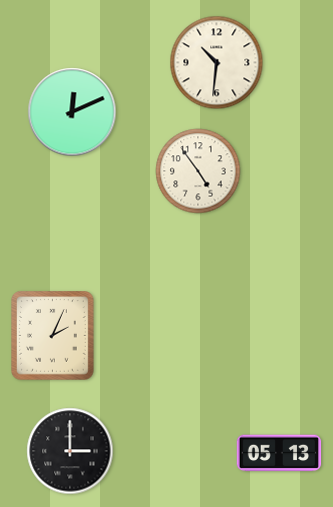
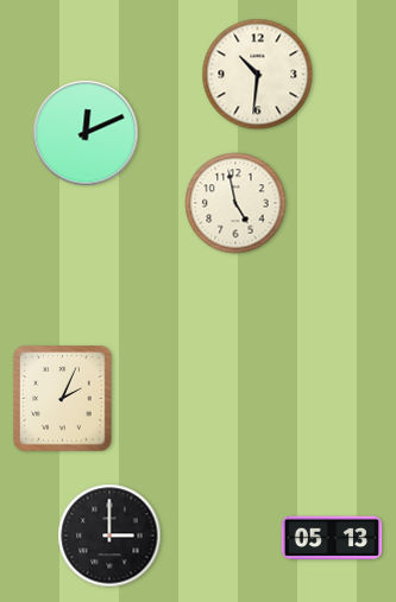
clock at (198, 171): 4:54 -> 4:58
clock at (70, 451) position: (70, 451) -> (109, 536)
